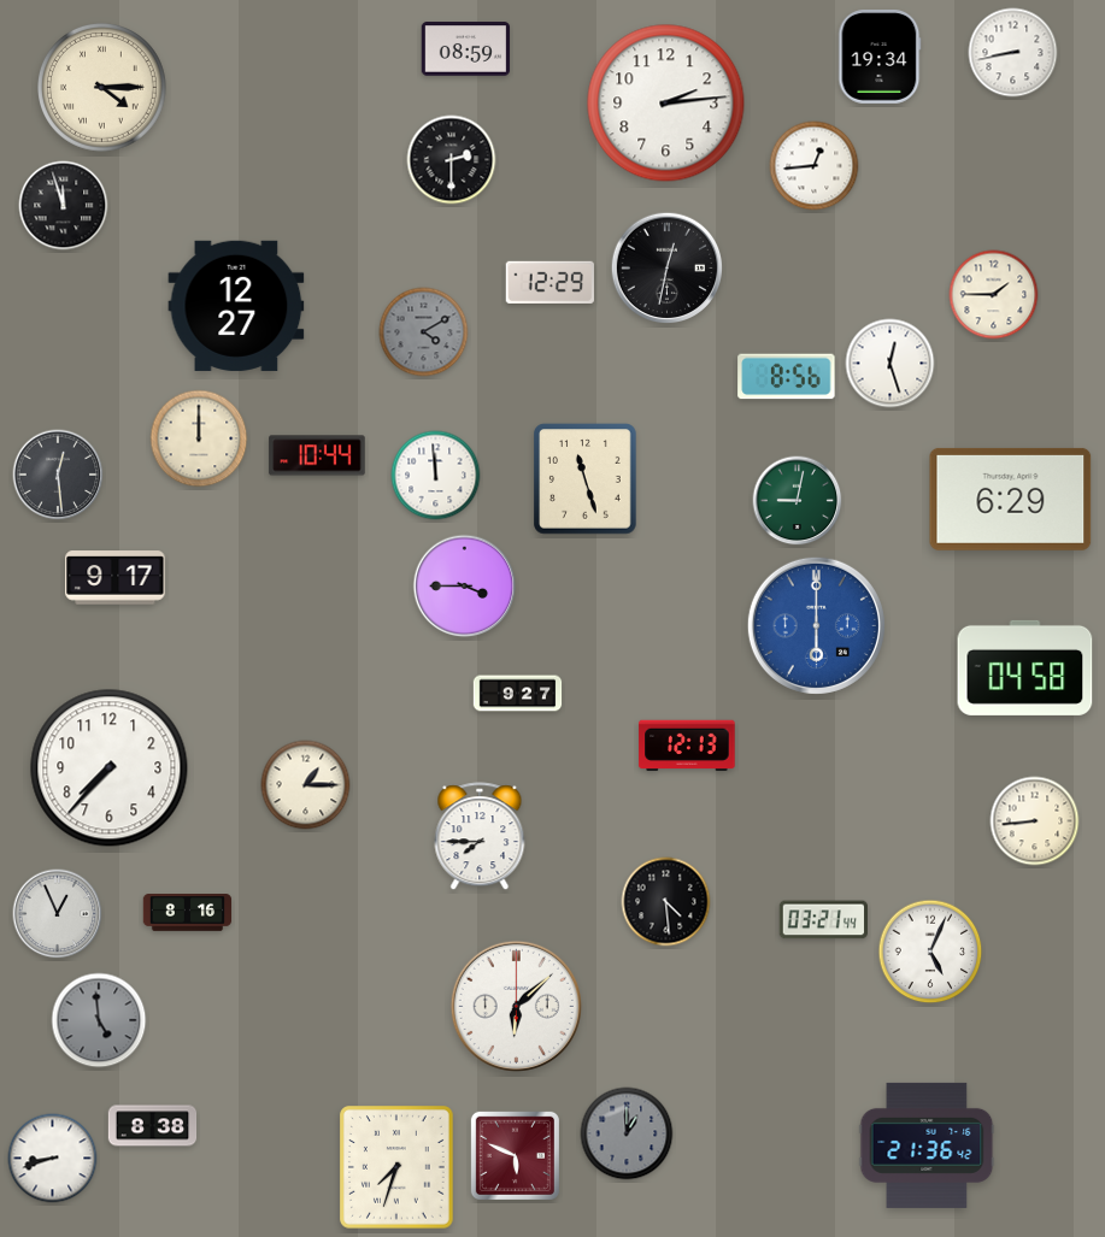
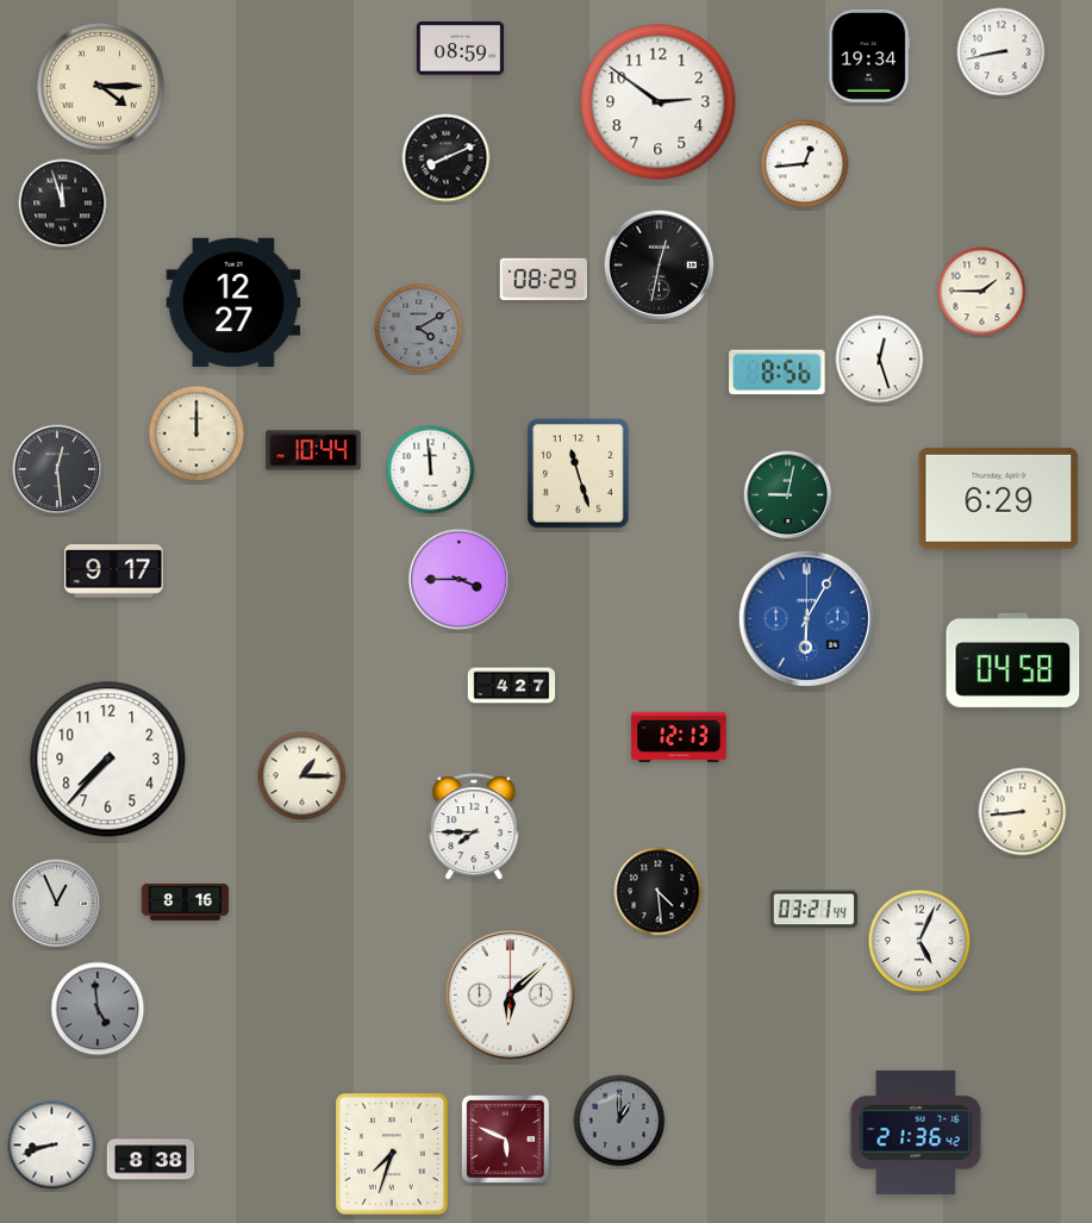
clock at (666, 104): 2:14 -> 2:51
clock at (452, 160): 2:30 -> 8:11
clock at (549, 282): 12:29 -> 08:29
clock at (1011, 499) position: (1011, 499) -> (999, 498)
clock at (816, 625): 6:00 -> 6:05
clock at (518, 694): 9:27 -> 4:27
clock at (153, 1126) position: (153, 1126) -> (151, 1160)
clock at (515, 1155) position: (515, 1155) -> (505, 1138)
